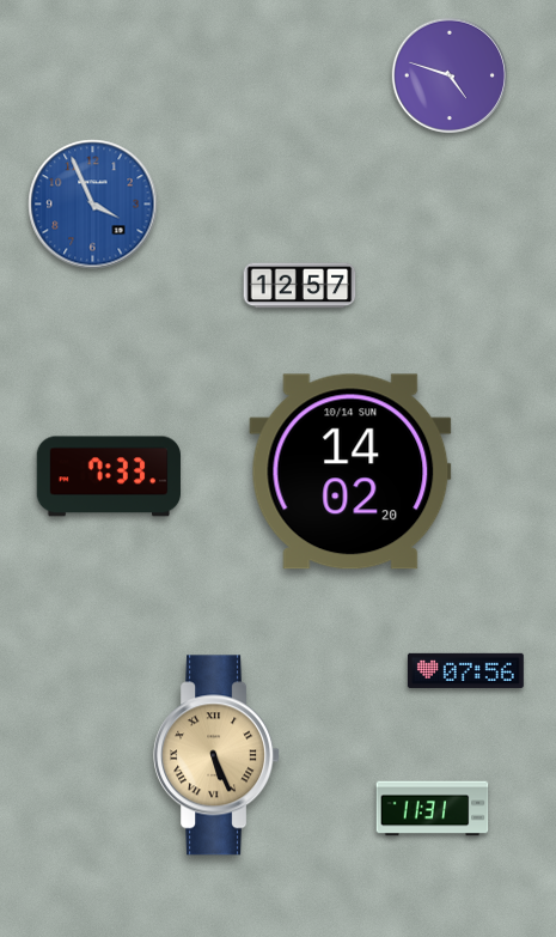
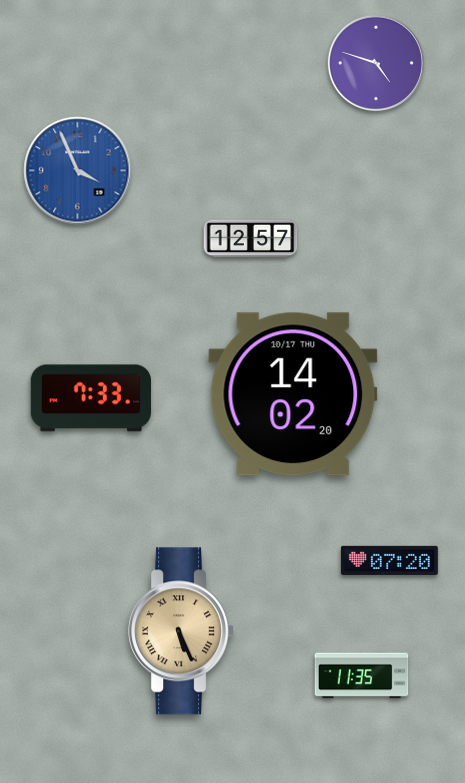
clock at (350, 471) date: 10/14 SUN -> 10/17 THU
clock at (465, 670): 07:56 -> 07:20
clock at (433, 809): 11:31 -> 11:35
